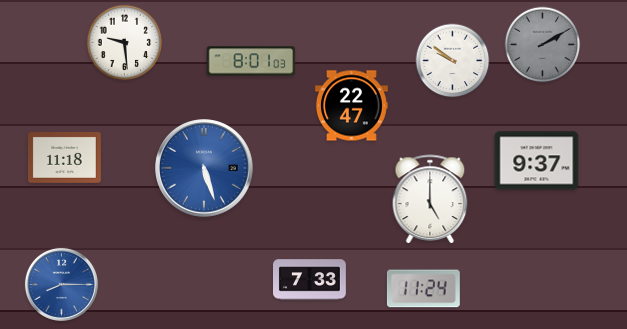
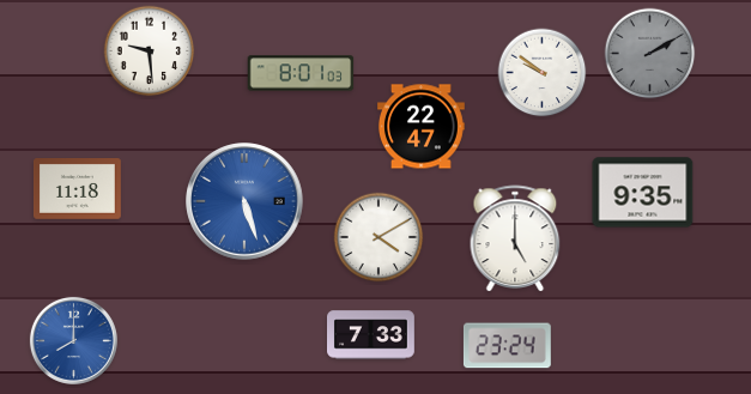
clock at (537, 161): 9:37 -> 9:35
clock at (378, 237): none -> 4:10
clock at (61, 284): 8:15 -> 8:00
clock at (423, 289): 11:24 -> 23:24
